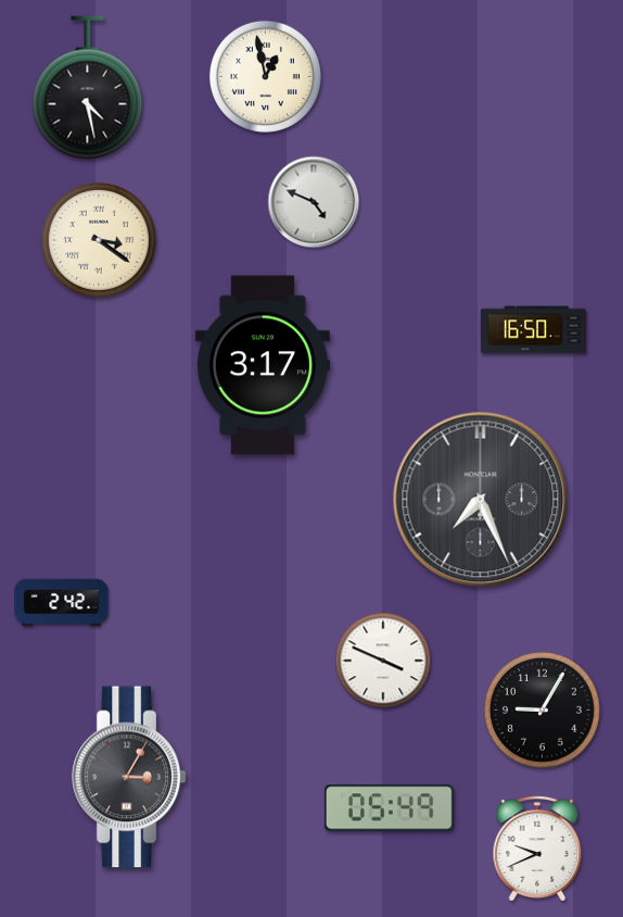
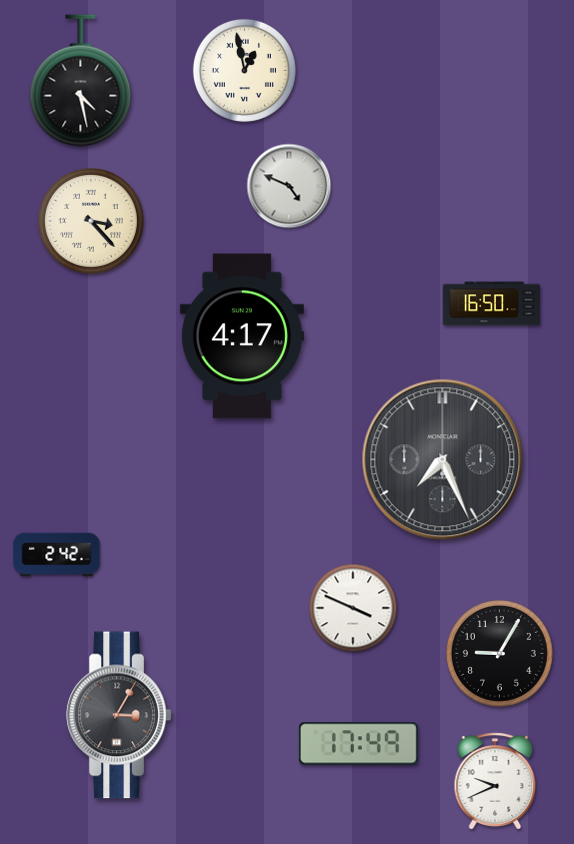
clock at (99, 240): 3:21 -> 3:23
clock at (263, 365): 3:17 -> 4:17
clock at (389, 808): 05:49 -> 17:49
